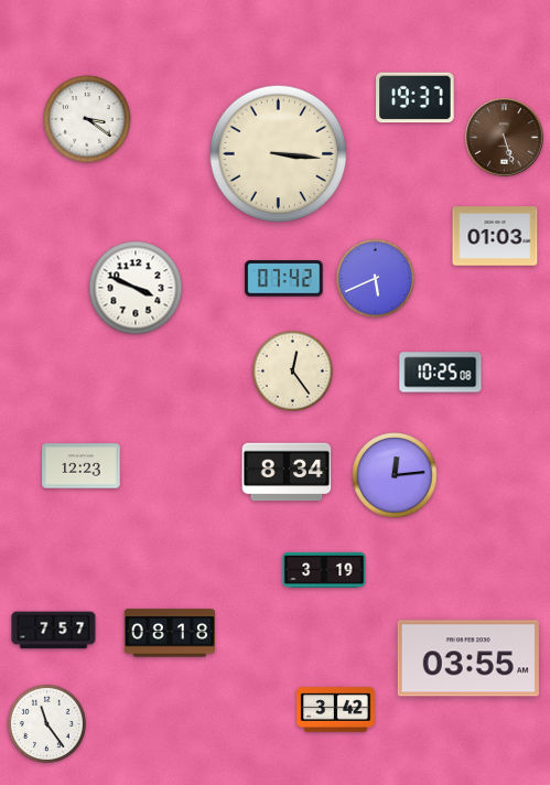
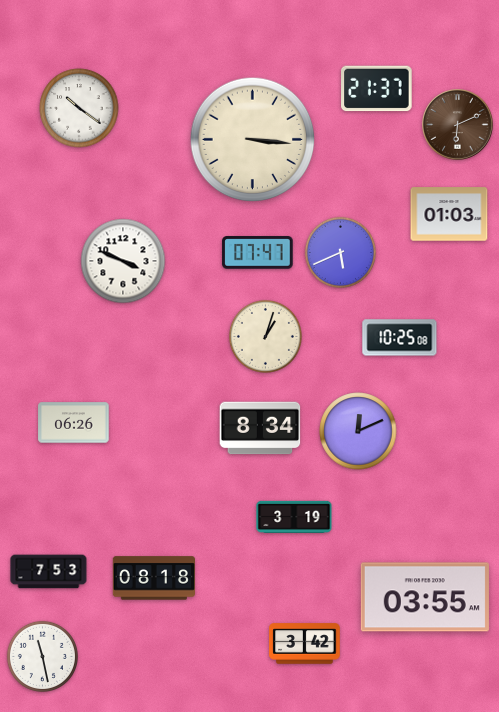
clock at (416, 98): 19:37 -> 21:37
clock at (87, 119): 3:21 -> 10:21
clock at (505, 138): 5:27 -> 6:11
clock at (284, 279): 07:42 -> 07:47
clock at (292, 370): 12:24 -> 1:03
clock at (82, 466): 12:23 -> 06:26
clock at (395, 475): 12:14 -> 12:11
clock at (54, 631): 7:57 -> 7:53
clock at (169, 633) position: (169, 633) -> (153, 578)
clock at (46, 723): 11:24 -> 11:28
